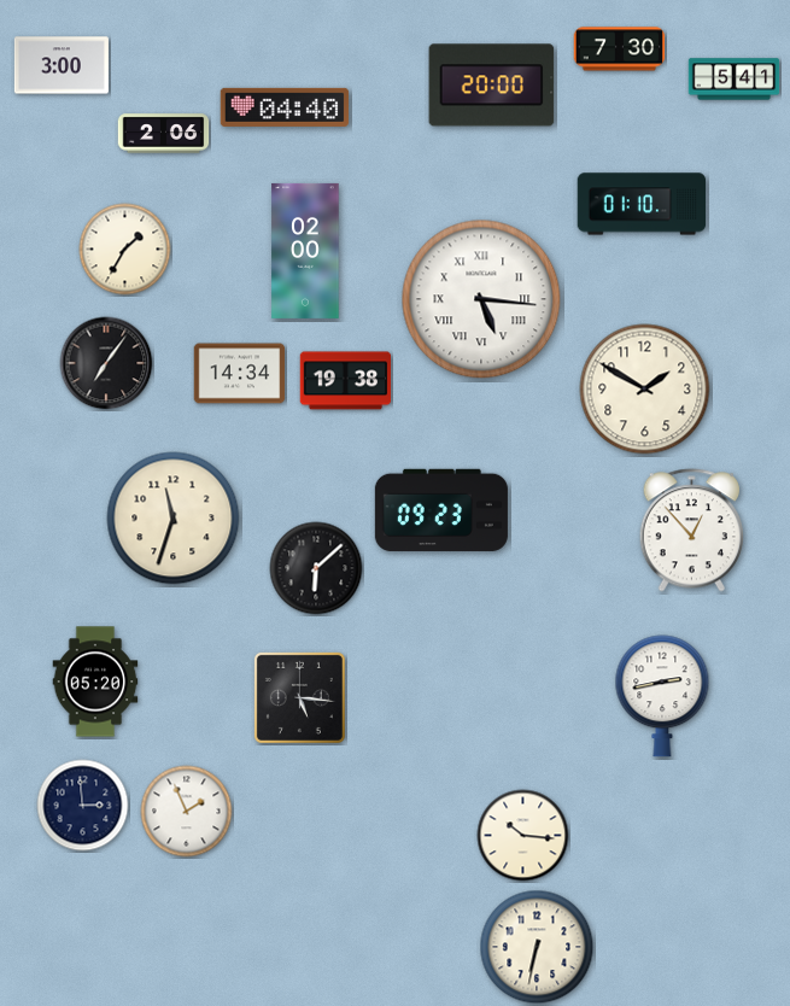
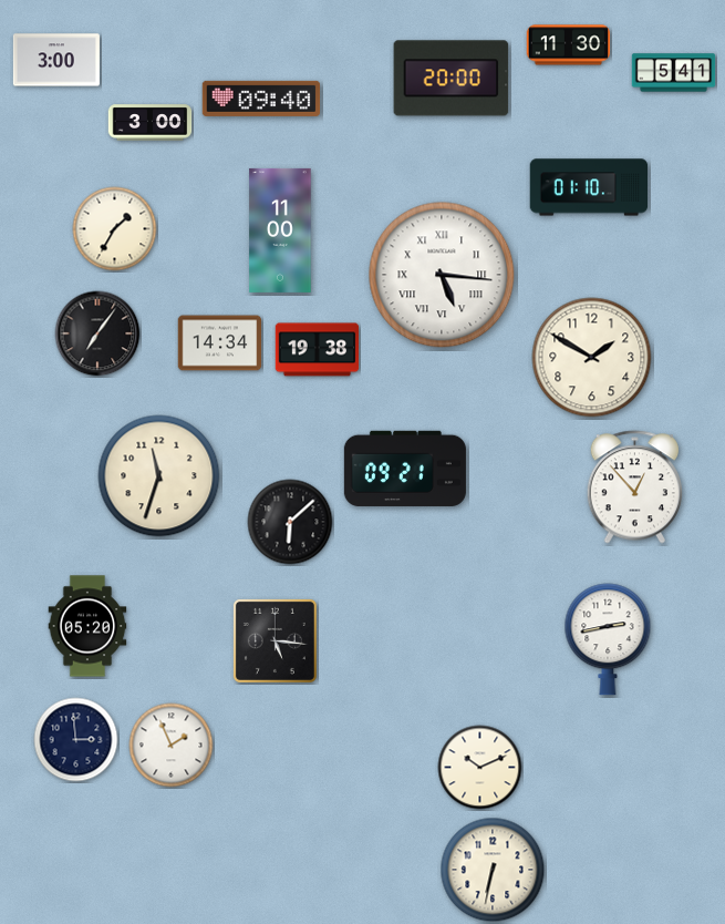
clock at (620, 49): 7:30 -> 11:30
clock at (285, 107): 04:40 -> 09:40
clock at (164, 134): 2:06 -> 3:00
clock at (305, 251): 02:00 -> 11:00
clock at (441, 510): 09:23 -> 09:21
clock at (523, 836): 10:16 -> 10:11
